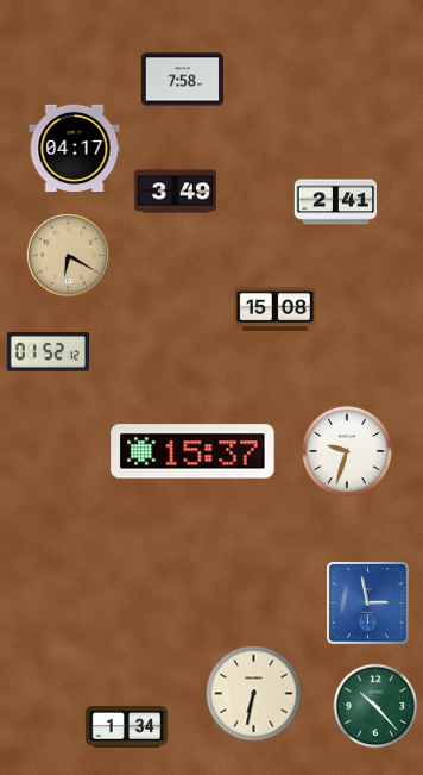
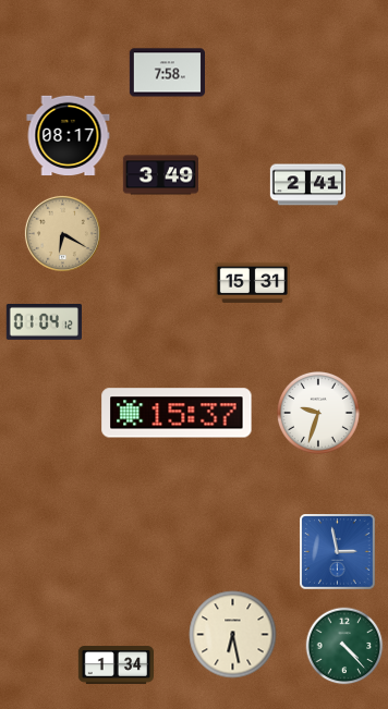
clock at (75, 149): 04:17 -> 08:17
clock at (274, 308): 15:08 -> 15:31
clock at (48, 352): 01:52 -> 01:04
clock at (254, 694): 6:32 -> 6:28
clock at (375, 706): 10:23 -> 4:23
